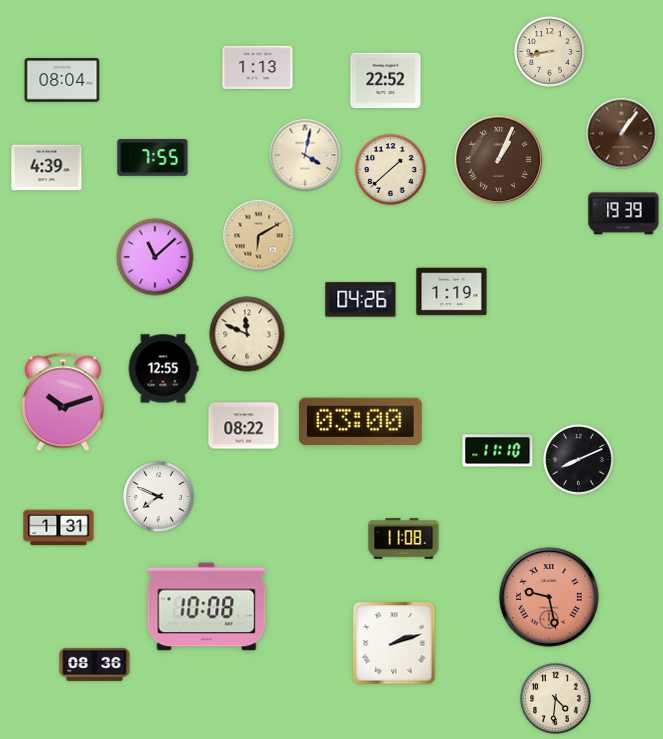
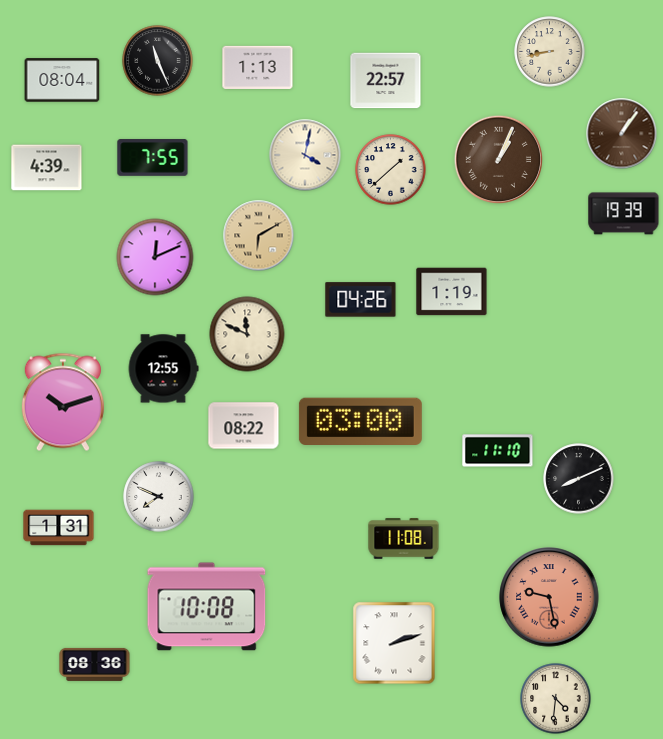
clock at (158, 61): none -> 11:26
clock at (386, 81): 22:52 -> 22:57
clock at (155, 257): 11:08 -> 12:11
clock at (579, 460) position: (579, 460) -> (579, 479)
